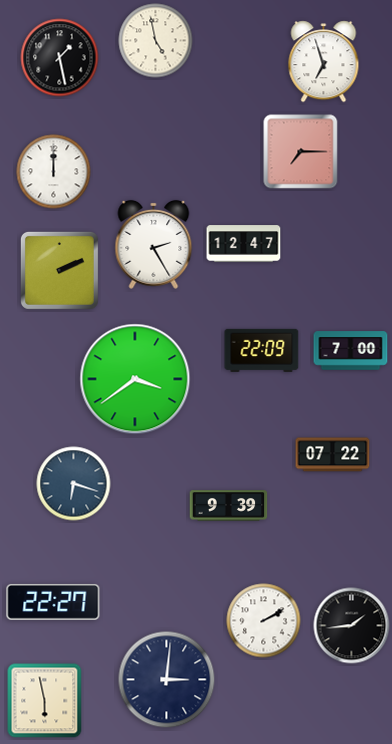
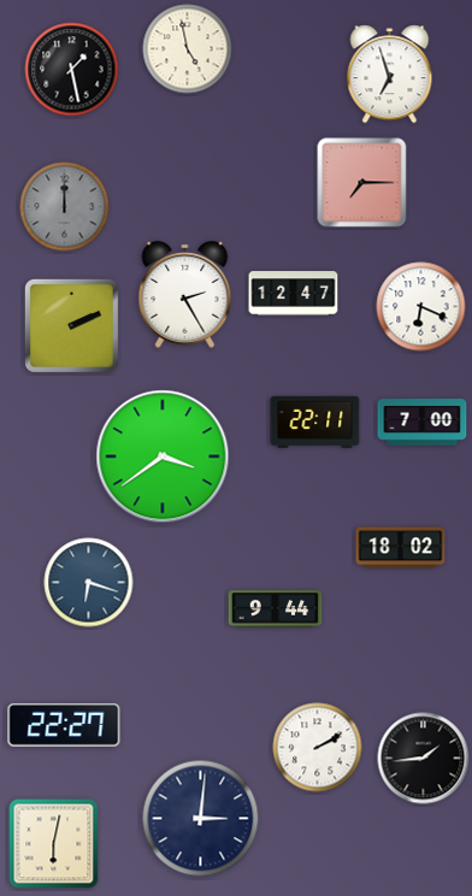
clock at (54, 172) dial: white -> grey
clock at (421, 307): none -> 6:19
clock at (262, 350): 22:09 -> 22:11
clock at (333, 455): 07:22 -> 18:02
clock at (229, 506): 9:39 -> 9:44
clock at (352, 626) position: (352, 626) -> (424, 759)
clock at (45, 701): 5:58 -> 6:02
